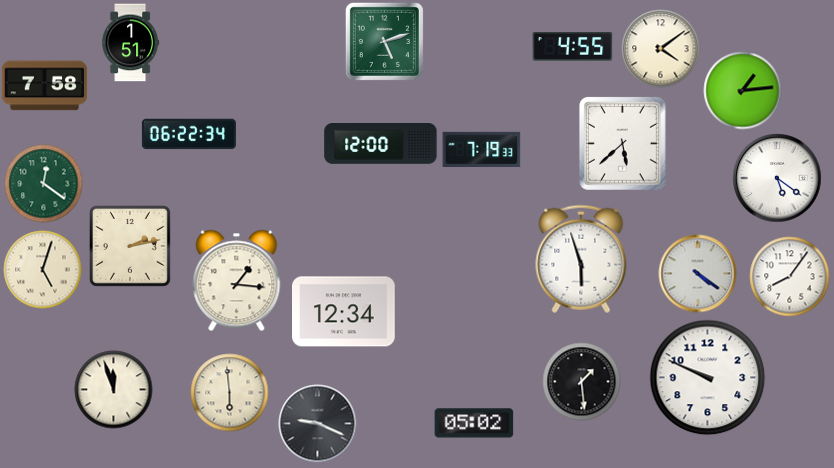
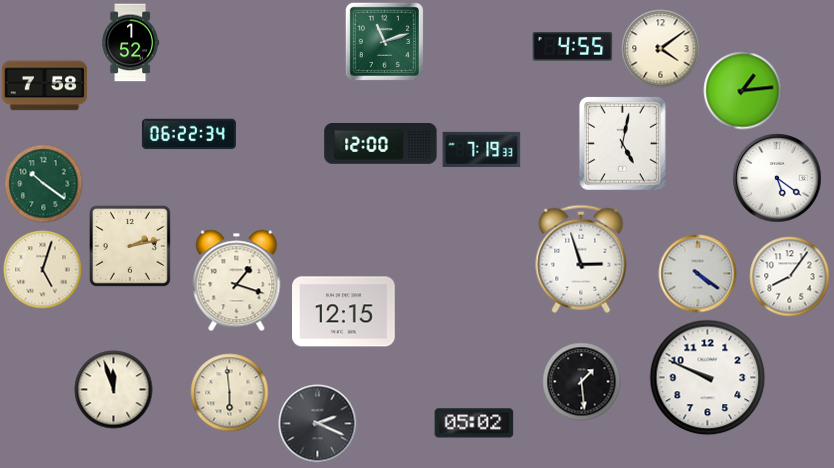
clock at (384, 41): 5:12 -> 11:12
clock at (131, 42): 1:51 -> 1:52
clock at (622, 143): 5:38 -> 5:02
clock at (43, 183): 12:21 -> 10:21
clock at (581, 259): 5:57 -> 2:57
clock at (237, 280): 1:16 -> 1:18
clock at (344, 312): 12:34 -> 12:15
clock at (317, 423): 9:19 -> 2:19
